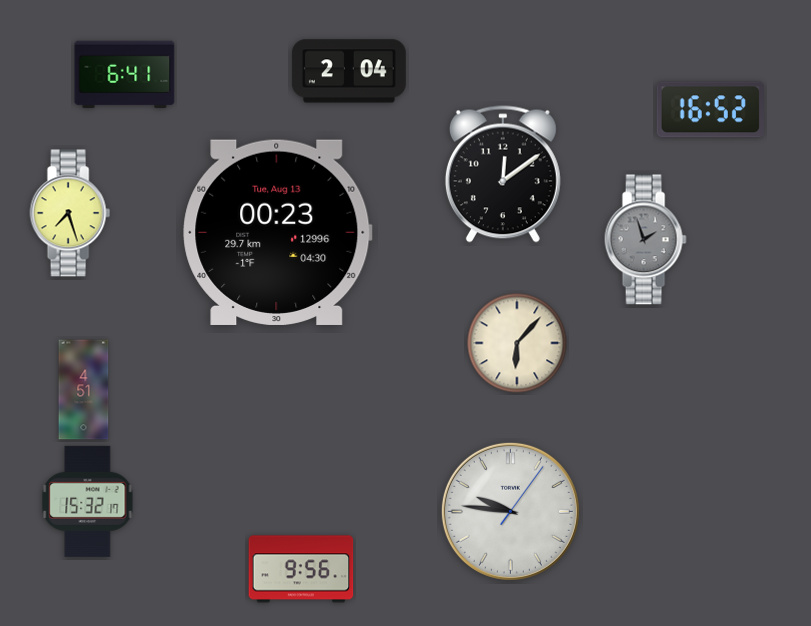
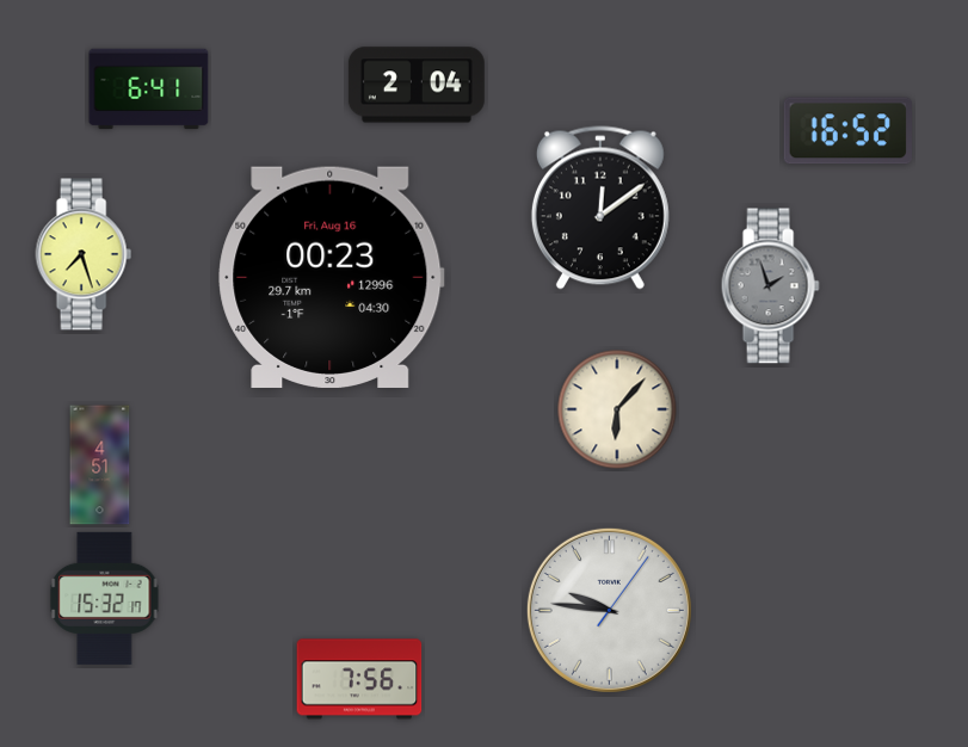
clock at (278, 232) date: Tue, Aug 13 -> Fri, Aug 16
clock at (301, 569): 9:56 -> 7:56
